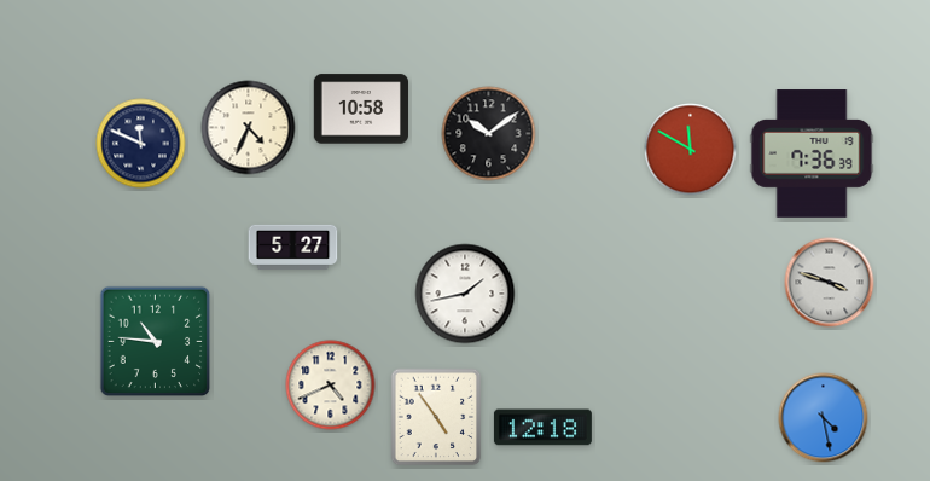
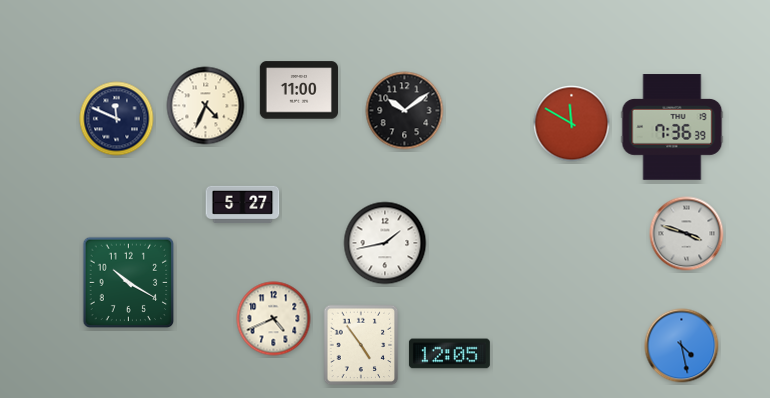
clock at (360, 109): 10:58 -> 11:00
clock at (156, 342): 10:46 -> 10:20
clock at (542, 428): 12:18 -> 12:05
